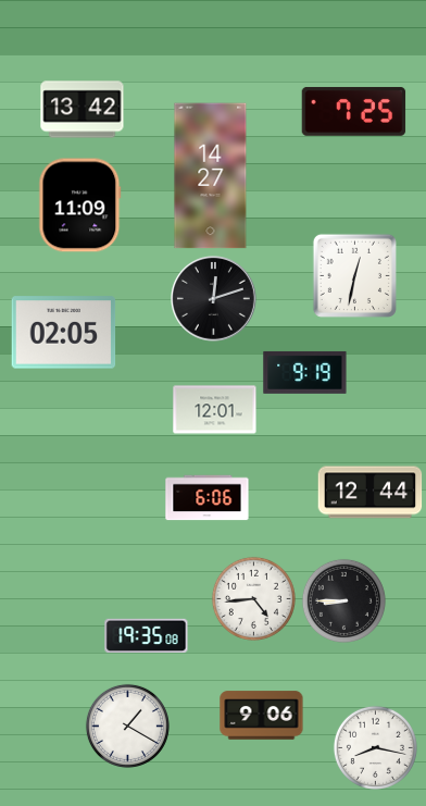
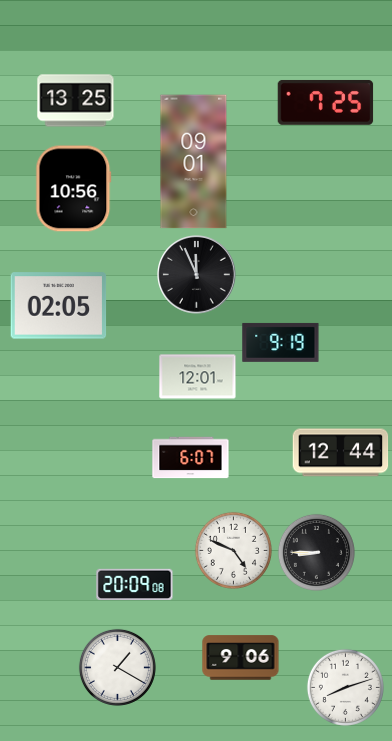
clock at (83, 110): 13:42 -> 13:25
clock at (211, 176): 14:27 -> 09:01
clock at (80, 206): 11:09 -> 10:56
clock at (354, 275): 12:32 -> none
clock at (214, 299): 12:12 -> 11:56
clock at (208, 498): 6:06 -> 6:07
clock at (253, 598): 4:44 -> 4:49
clock at (147, 636): 19:35 -> 20:09
clock at (375, 747): 8:17 -> 8:12
